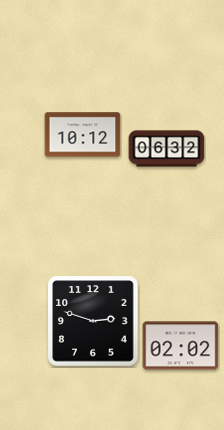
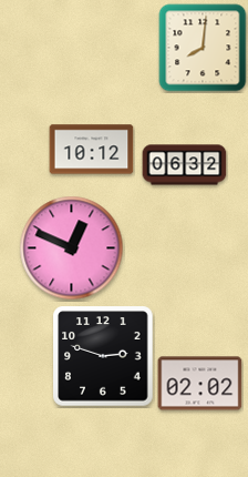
clock at (203, 48): none -> 8:01
clock at (72, 248): none -> 12:49
